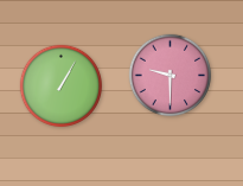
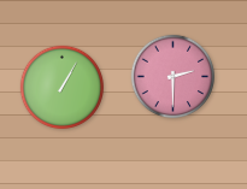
clock at (171, 76): 9:30 -> 2:30
